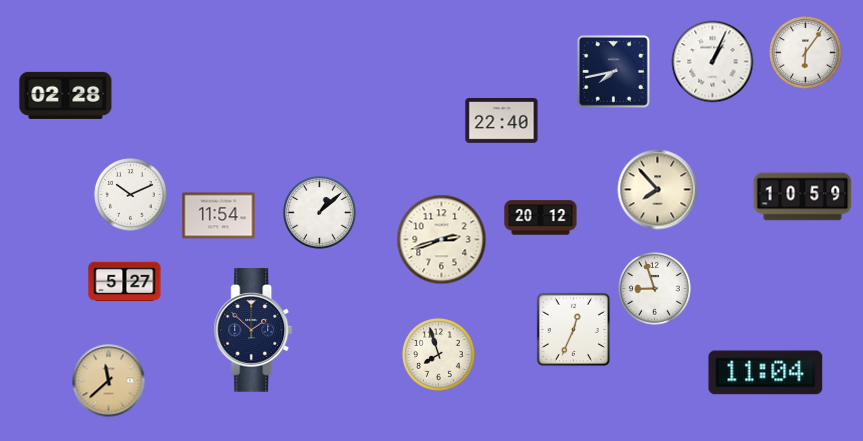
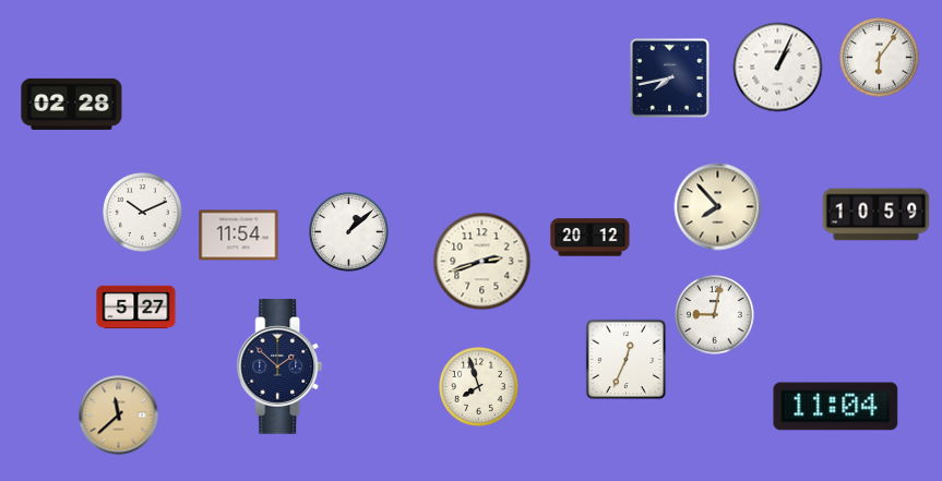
clock at (502, 121): 22:40 -> none
clock at (655, 289): 8:57 -> 9:02
clock at (253, 330) position: (253, 330) -> (279, 366)
